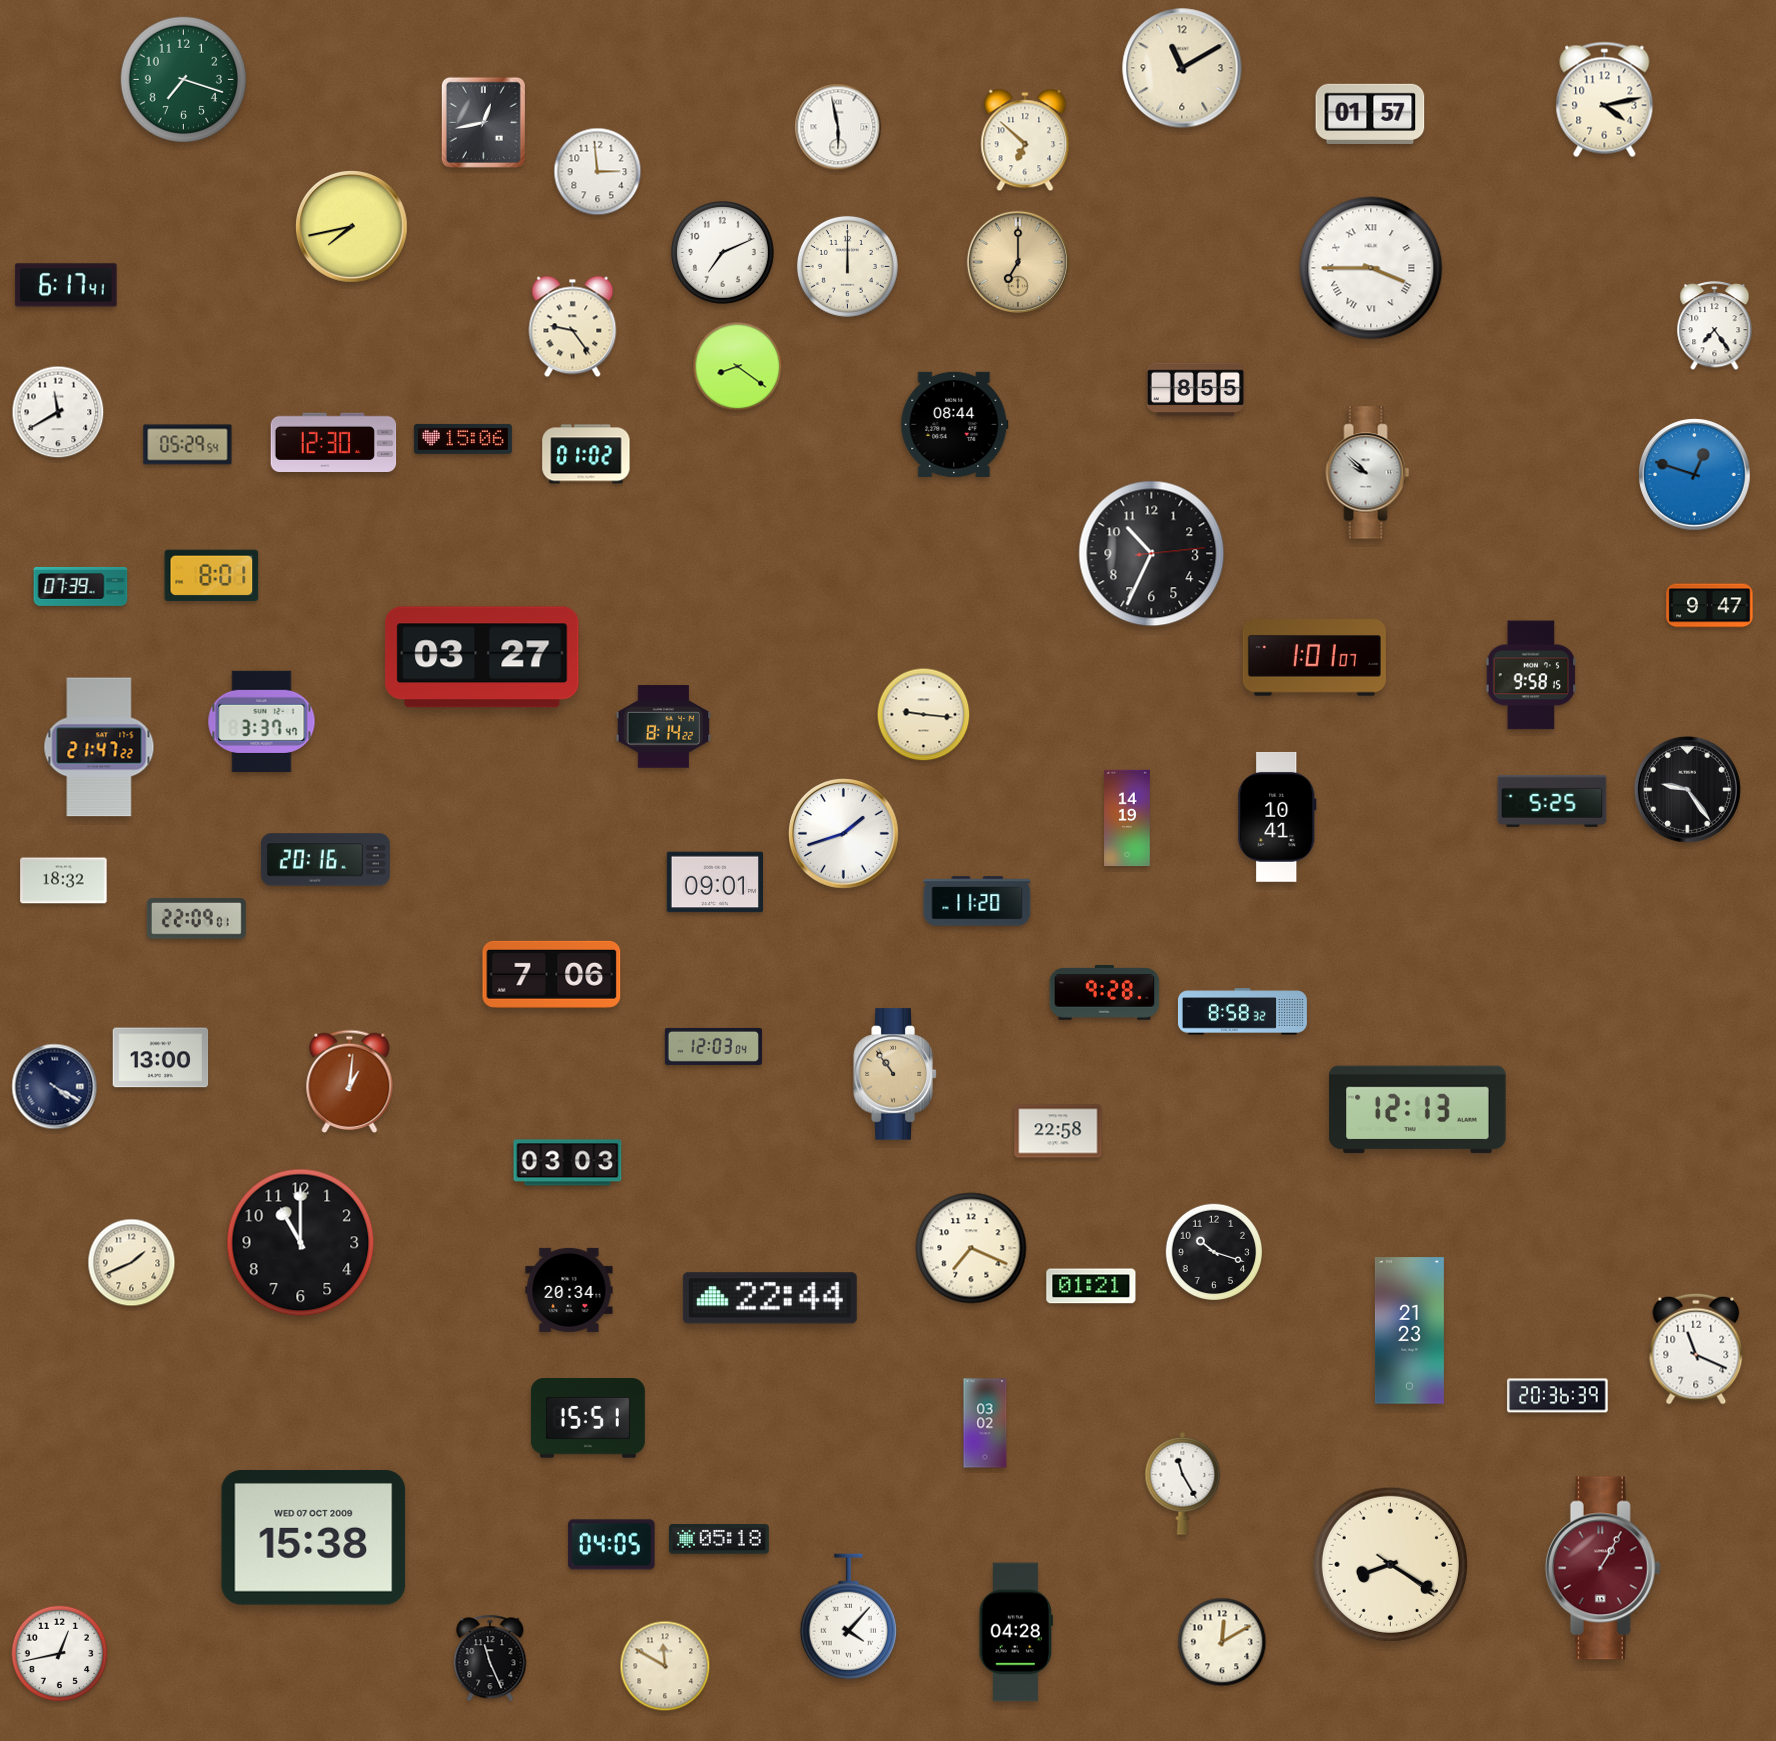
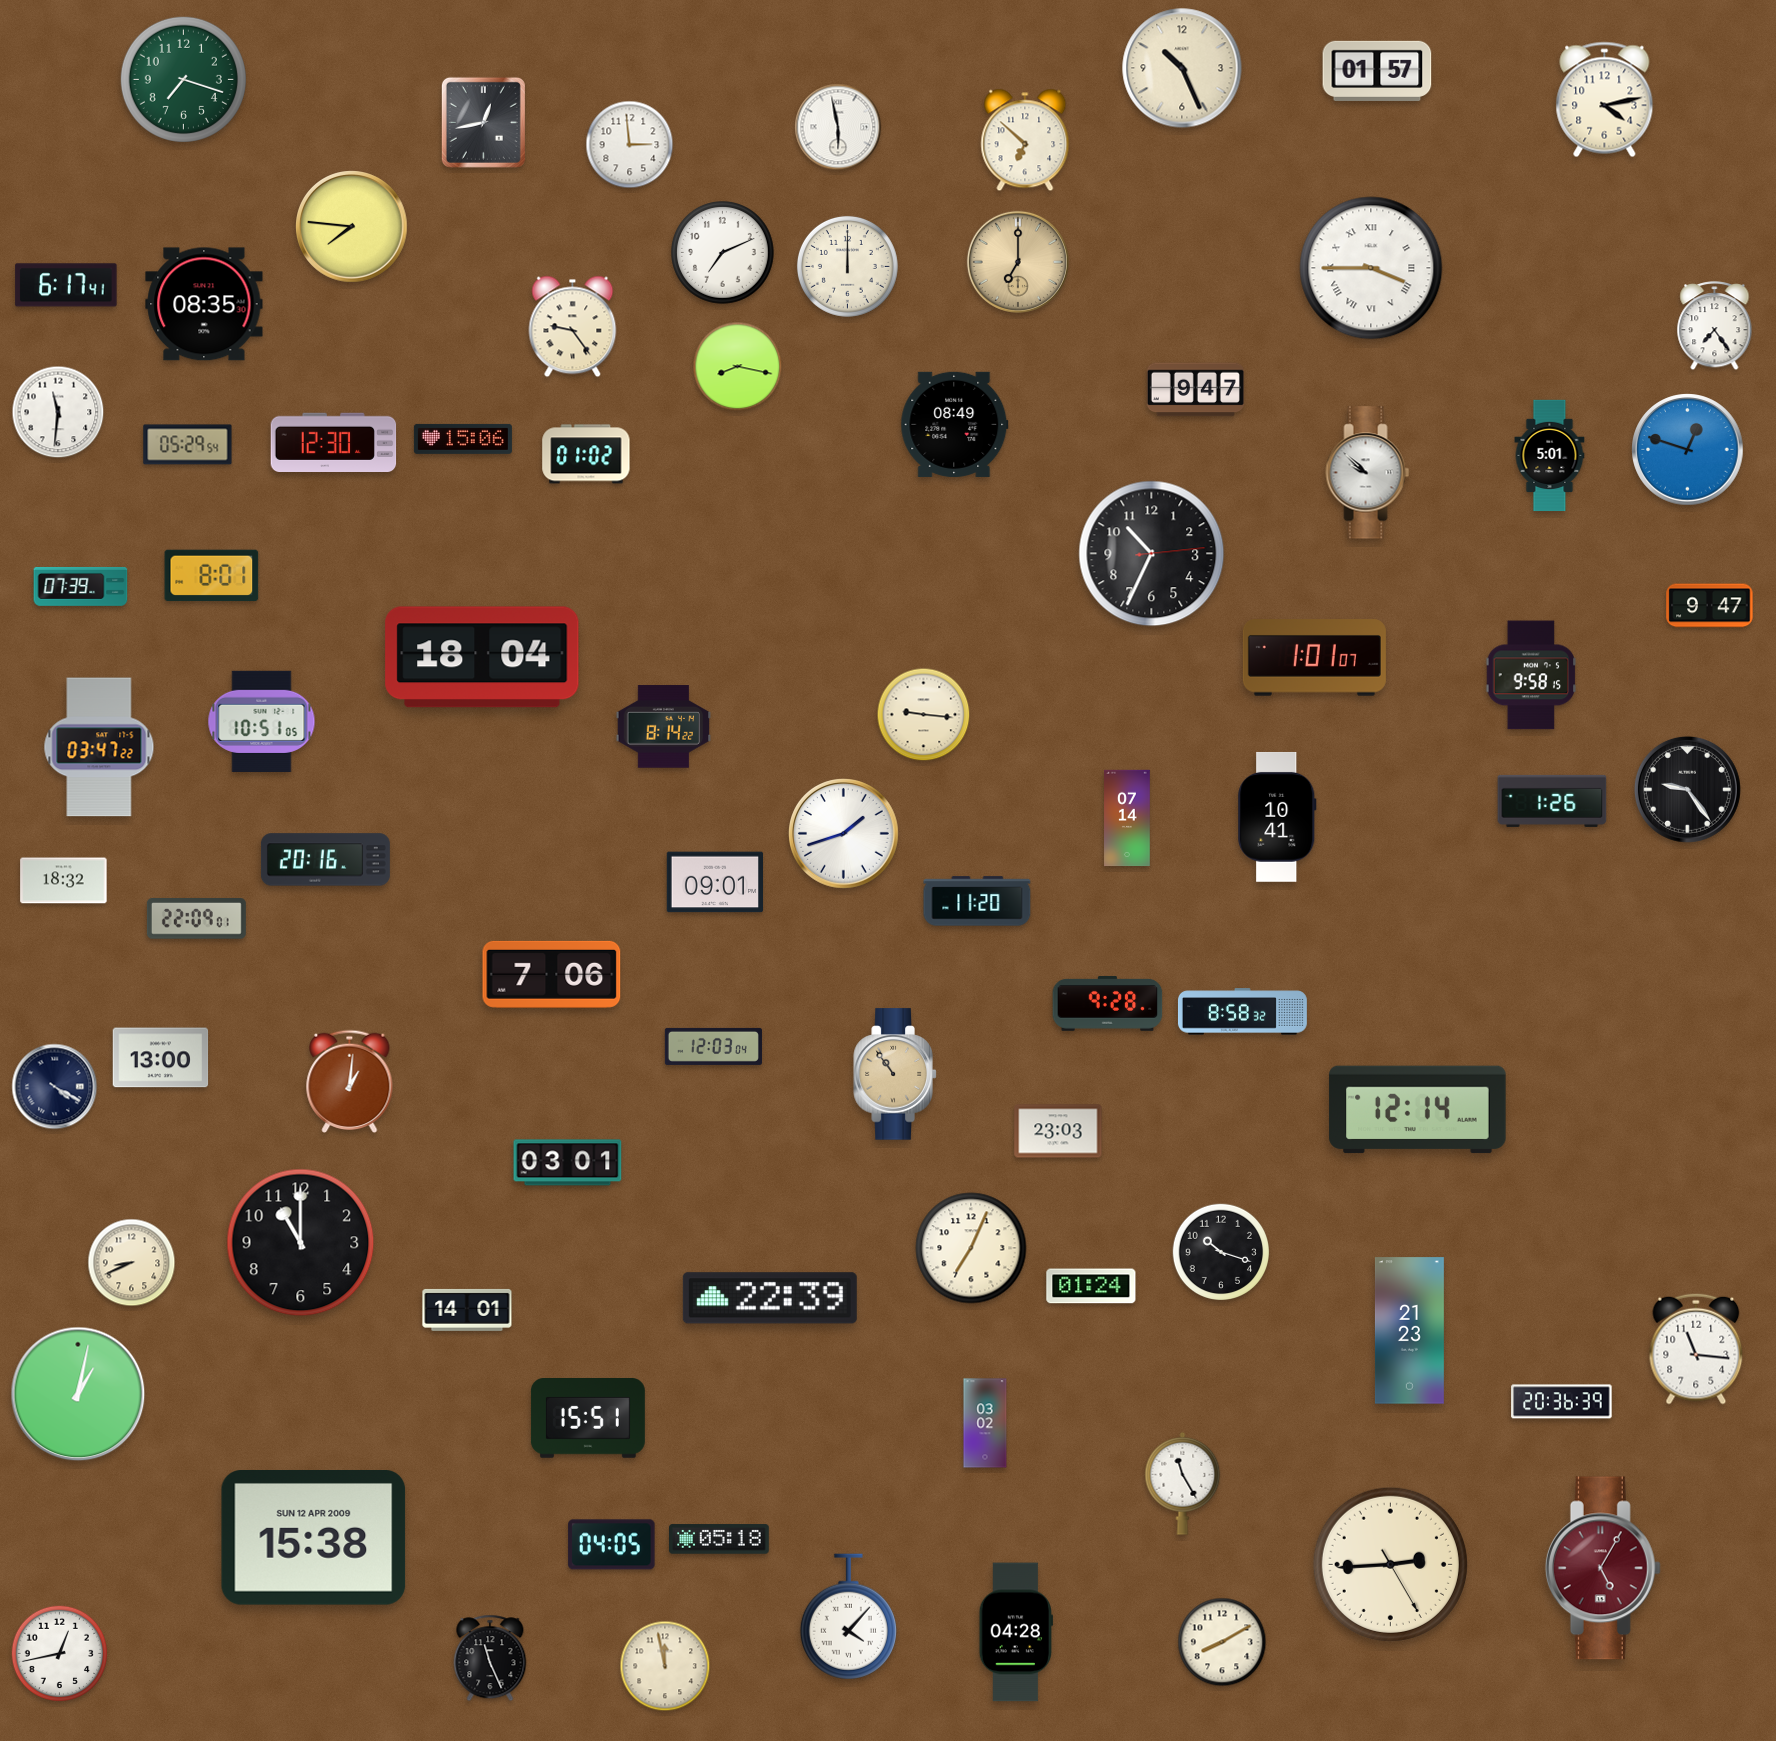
clock at (1182, 68): 11:10 -> 10:26
clock at (1370, 114) position: (1370, 114) -> (1377, 71)
clock at (598, 172) position: (598, 172) -> (630, 145)
clock at (352, 227): 7:43 -> 7:46
clock at (204, 304): none -> 08:35
clock at (738, 367): 8:21 -> 8:17
clock at (1195, 390): 8:55 -> 9:47
clock at (58, 412): 11:40 -> 11:31
clock at (955, 424): 08:44 -> 08:49
clock at (1550, 456): none -> 5:01
clock at (1695, 475) position: (1695, 475) -> (1688, 450)
clock at (482, 657): 03:27 -> 18:04
clock at (262, 721): 3:37 -> 10:51
clock at (99, 747): 21:47 -> 03:47
clock at (1552, 801): 5:25 -> 1:26
clock at (1127, 818): 14:19 -> 07:14
clock at (1105, 993) position: (1105, 993) -> (1108, 1004)
clock at (1418, 1110): 12:13 -> 12:14
clock at (1058, 1131): 22:58 -> 23:03
clock at (568, 1163): 03:03 -> 03:01
clock at (971, 1248): 7:19 -> 7:04
clock at (1213, 1251) position: (1213, 1251) -> (1220, 1251)
clock at (132, 1263): 1:41 -> 8:41
clock at (1091, 1286): 01:21 -> 01:24
clock at (569, 1290): 20:34 -> none
clock at (770, 1298): 22:44 -> 22:39
clock at (467, 1310): none -> 14:01
clock at (1696, 1349): 11:19 -> 11:16
clock at (78, 1394): none -> 1:02
clock at (1558, 1396) position: (1558, 1396) -> (1562, 1402)
clock at (314, 1538) date: WED 07 OCT 2009 -> SUN 12 APR 2009
clock at (1390, 1564): 8:20 -> 2:44
clock at (1603, 1568): 1:05 -> 5:05
clock at (1222, 1642): 12:10 -> 8:10
clock at (665, 1666): 11:50 -> 11:58
